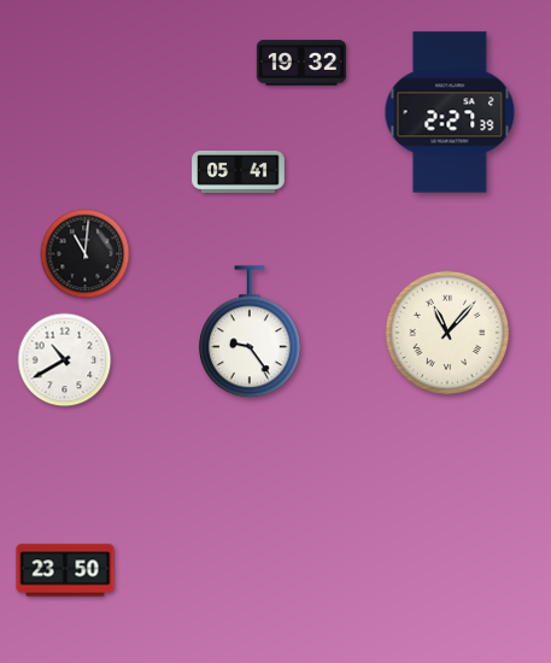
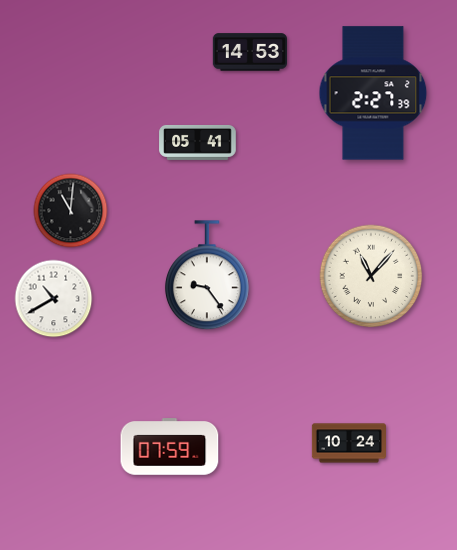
clock at (300, 63): 19:32 -> 14:53
clock at (348, 443): none -> 10:24
clock at (170, 447): none -> 07:59
clock at (65, 570): 23:50 -> none
